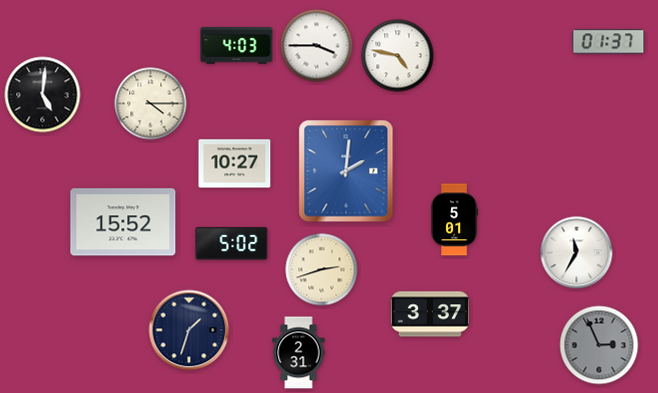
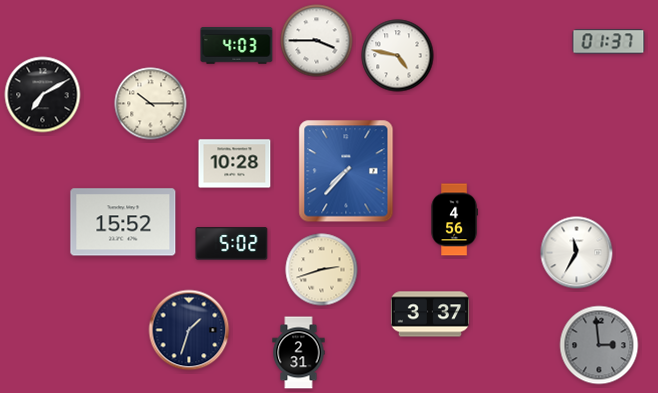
clock at (317, 46) position: (317, 46) -> (317, 41)
clock at (43, 95): 5:01 -> 7:10
clock at (151, 104): 4:15 -> 10:15
clock at (235, 164): 10:27 -> 10:28
clock at (346, 171): 2:01 -> 7:37
clock at (454, 220): 5:01 -> 4:56
clock at (599, 345): 2:56 -> 2:59
